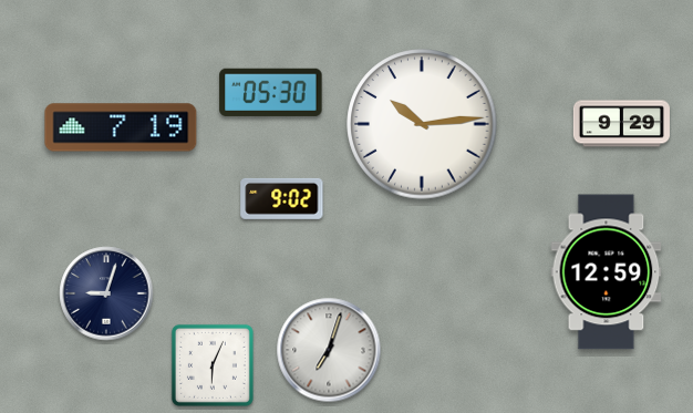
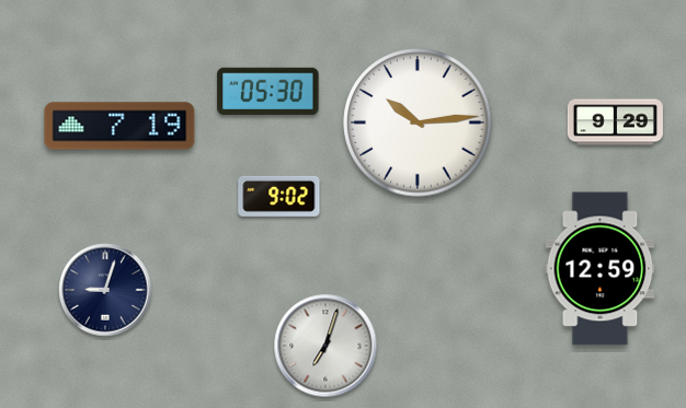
clock at (213, 365): 6:04 -> none
